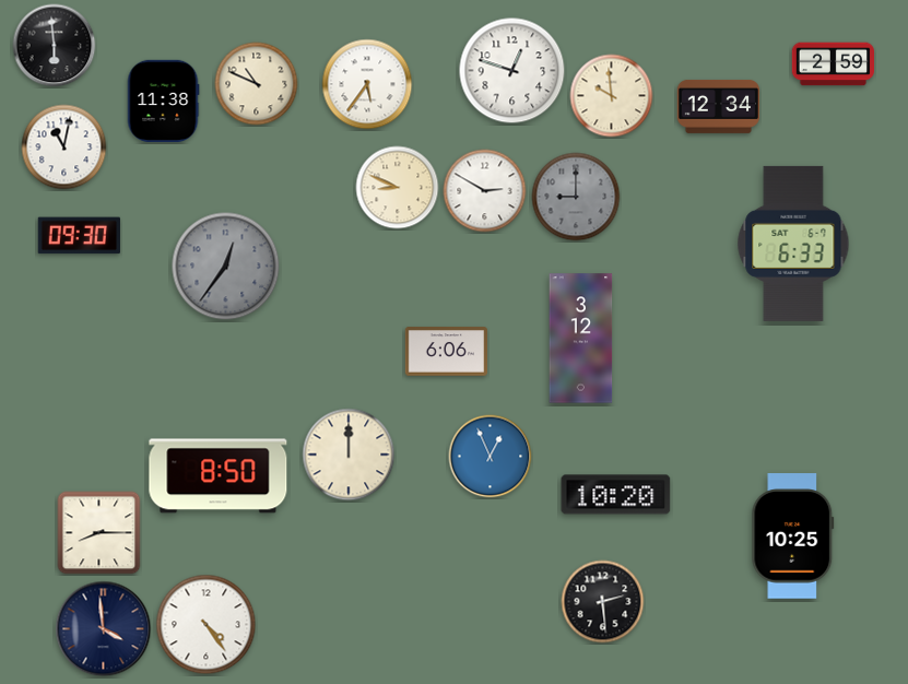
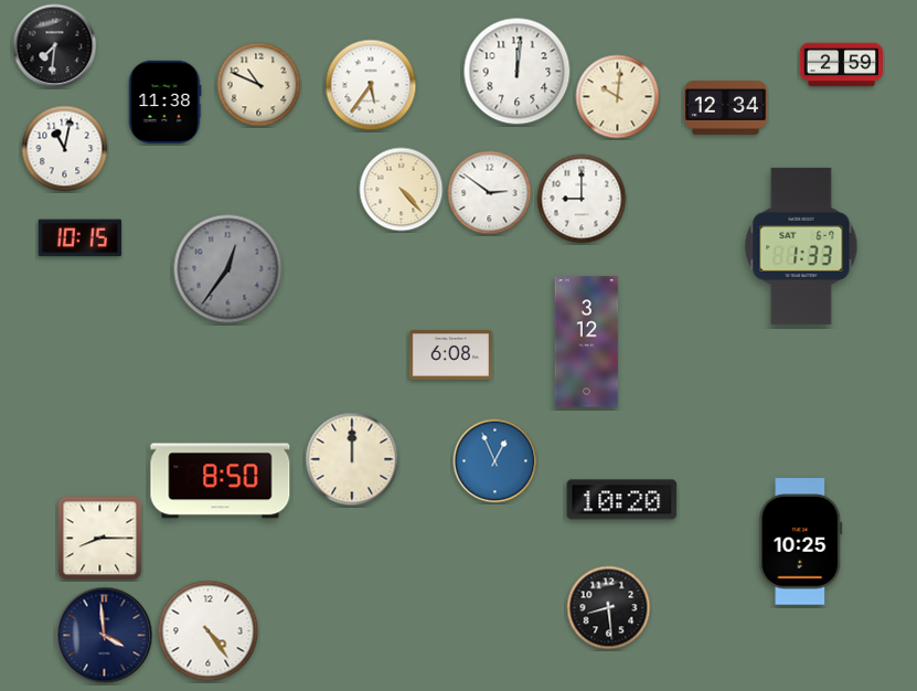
clock at (55, 46): 5:59 -> 7:31
clock at (512, 71): 12:48 -> 12:01
clock at (612, 96): 9:59 -> 10:01
clock at (398, 188): 8:49 -> 4:23
clock at (485, 191): 2:50 -> 2:51
clock at (576, 197) dial: grey -> white
clock at (79, 236): 09:30 -> 10:15
clock at (793, 244): 6:33 -> 1:33
clock at (446, 352): 6:06 -> 6:08
clock at (603, 602): 2:29 -> 8:29
